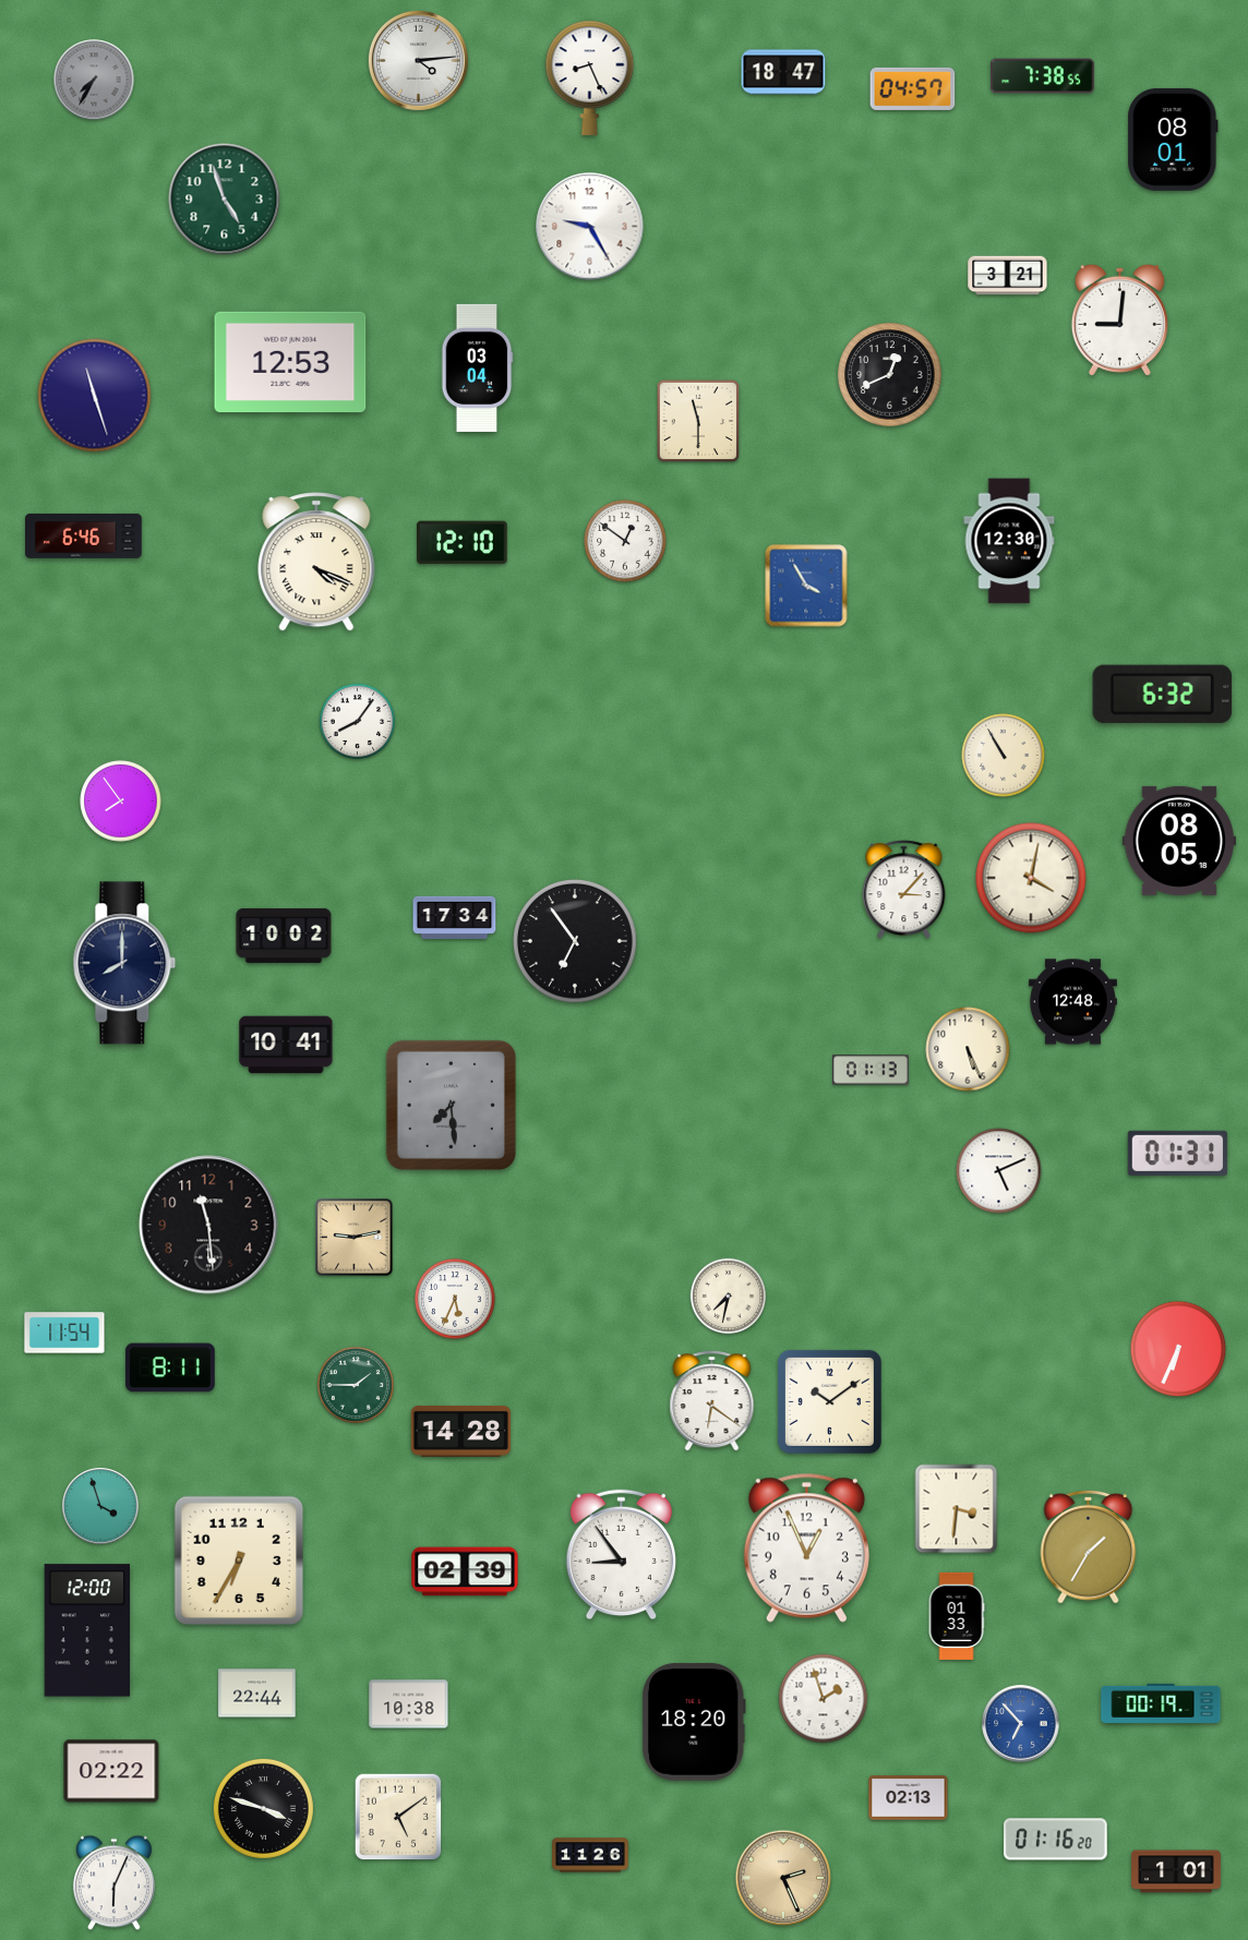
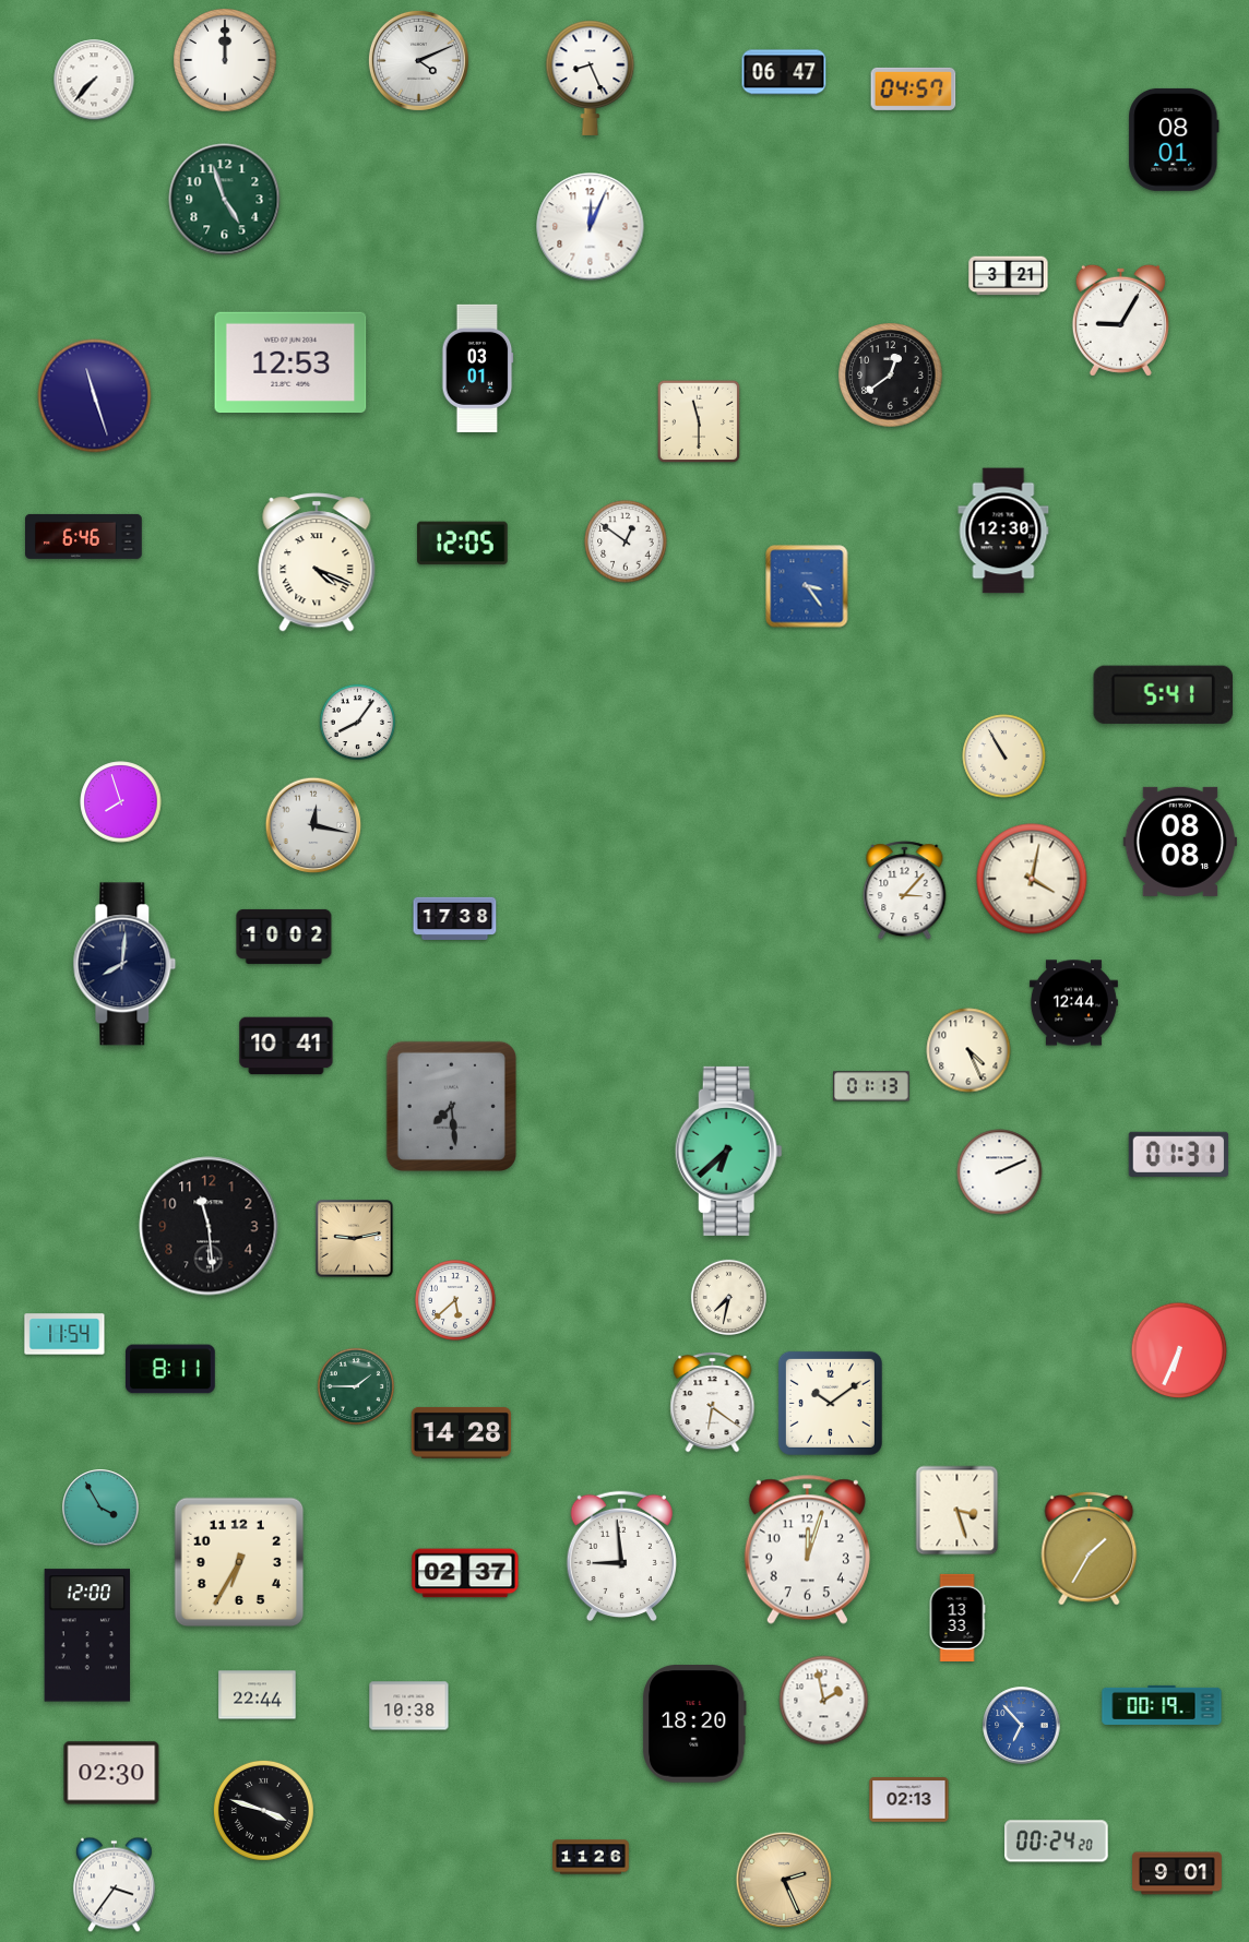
clock at (225, 60): none -> 12:00
clock at (418, 60): 4:14 -> 4:11
clock at (783, 72): 18:47 -> 06:47
clock at (1043, 76): 7:38 -> none
clock at (94, 80): 7:35 -> 7:37
clock at (94, 80) dial: grey -> white
clock at (590, 227): 9:25 -> 12:04
clock at (1119, 320): 9:01 -> 9:05
clock at (478, 367): 03:04 -> 03:01
clock at (890, 375): 12:41 -> 12:39
clock at (1009, 541) position: (1009, 541) -> (1003, 531)
clock at (463, 543): 12:10 -> 12:05
clock at (806, 586): 3:55 -> 3:24
clock at (1163, 694): 6:32 -> 5:41
clock at (121, 802): 7:54 -> 7:57
clock at (313, 825): none -> 12:17
clock at (1179, 841): 08:05 -> 08:08
clock at (455, 917): 17:34 -> 17:38
clock at (575, 941): 6:54 -> none
clock at (124, 963): 8:00 -> 8:01
clock at (1072, 1002): 12:48 -> 12:44
clock at (968, 1049): 5:26 -> 4:26
clock at (871, 1070) position: (871, 1070) -> (871, 1086)
clock at (728, 1151): none -> 6:38
clock at (999, 1171): 5:11 -> 2:11
clock at (455, 1299): 5:34 -> 5:38
clock at (100, 1506): 3:57 -> 3:55
clock at (957, 1509): 3:31 -> 3:27
clock at (806, 1547): 12:56 -> 12:03
clock at (621, 1555): 8:54 -> 8:59
clock at (465, 1571): 02:39 -> 02:37
clock at (957, 1616): 01:33 -> 13:33
clock at (87, 1630) position: (87, 1630) -> (87, 1635)
clock at (824, 1699): 1:57 -> 1:58
clock at (111, 1771): 02:22 -> 02:30
clock at (398, 1817): 5:09 -> none
clock at (1056, 1840): 01:16 -> 00:24
clock at (1176, 1871): 1:01 -> 9:01
clock at (113, 1883): 6:04 -> 3:36
